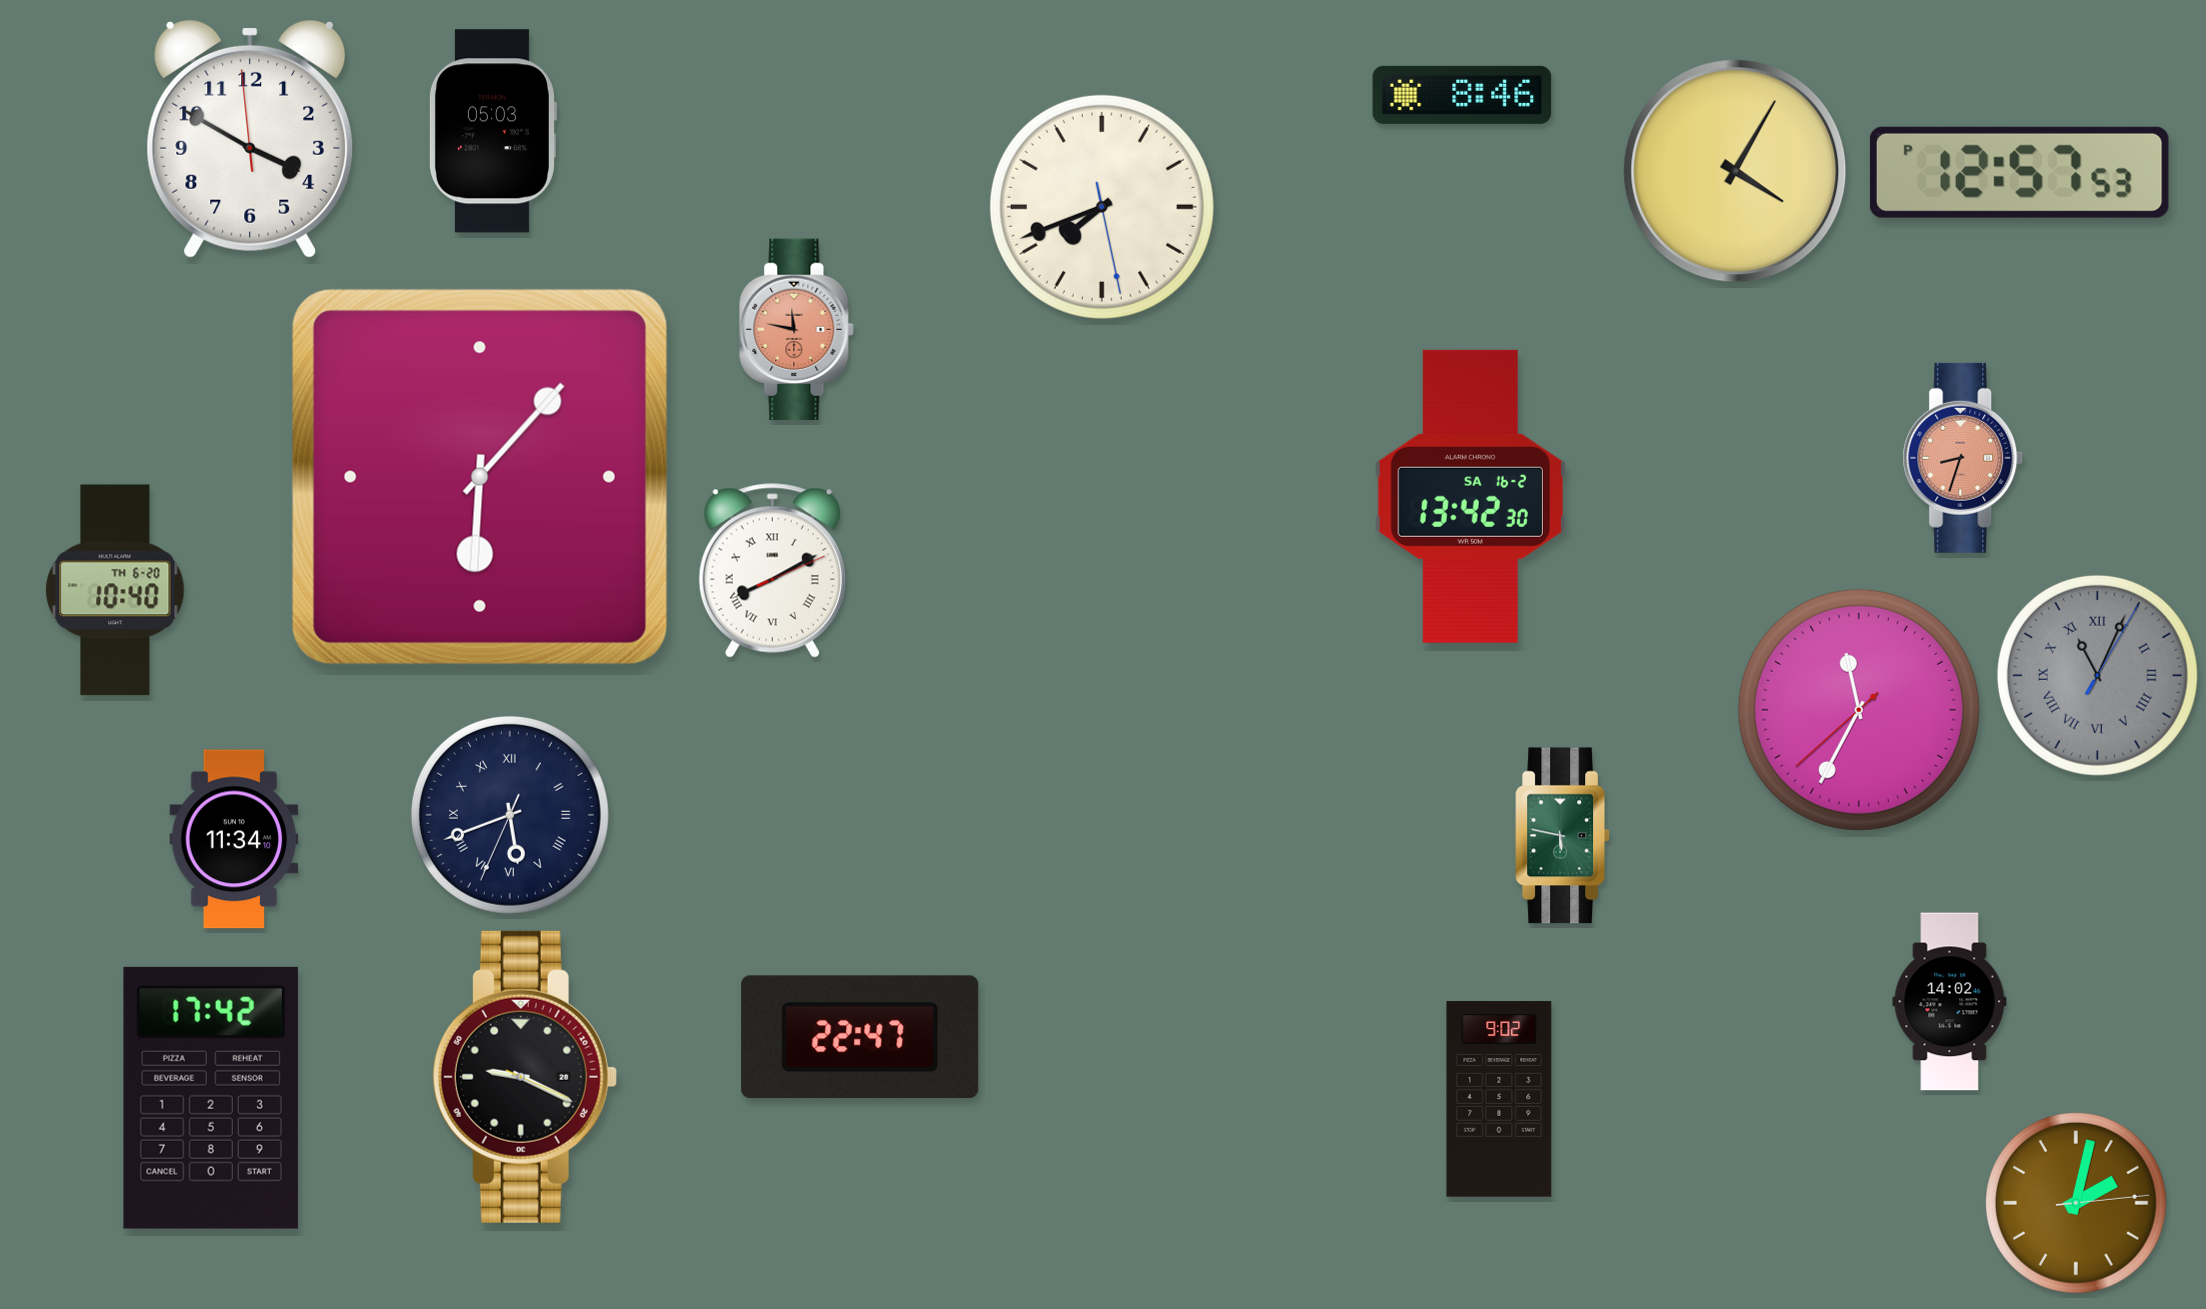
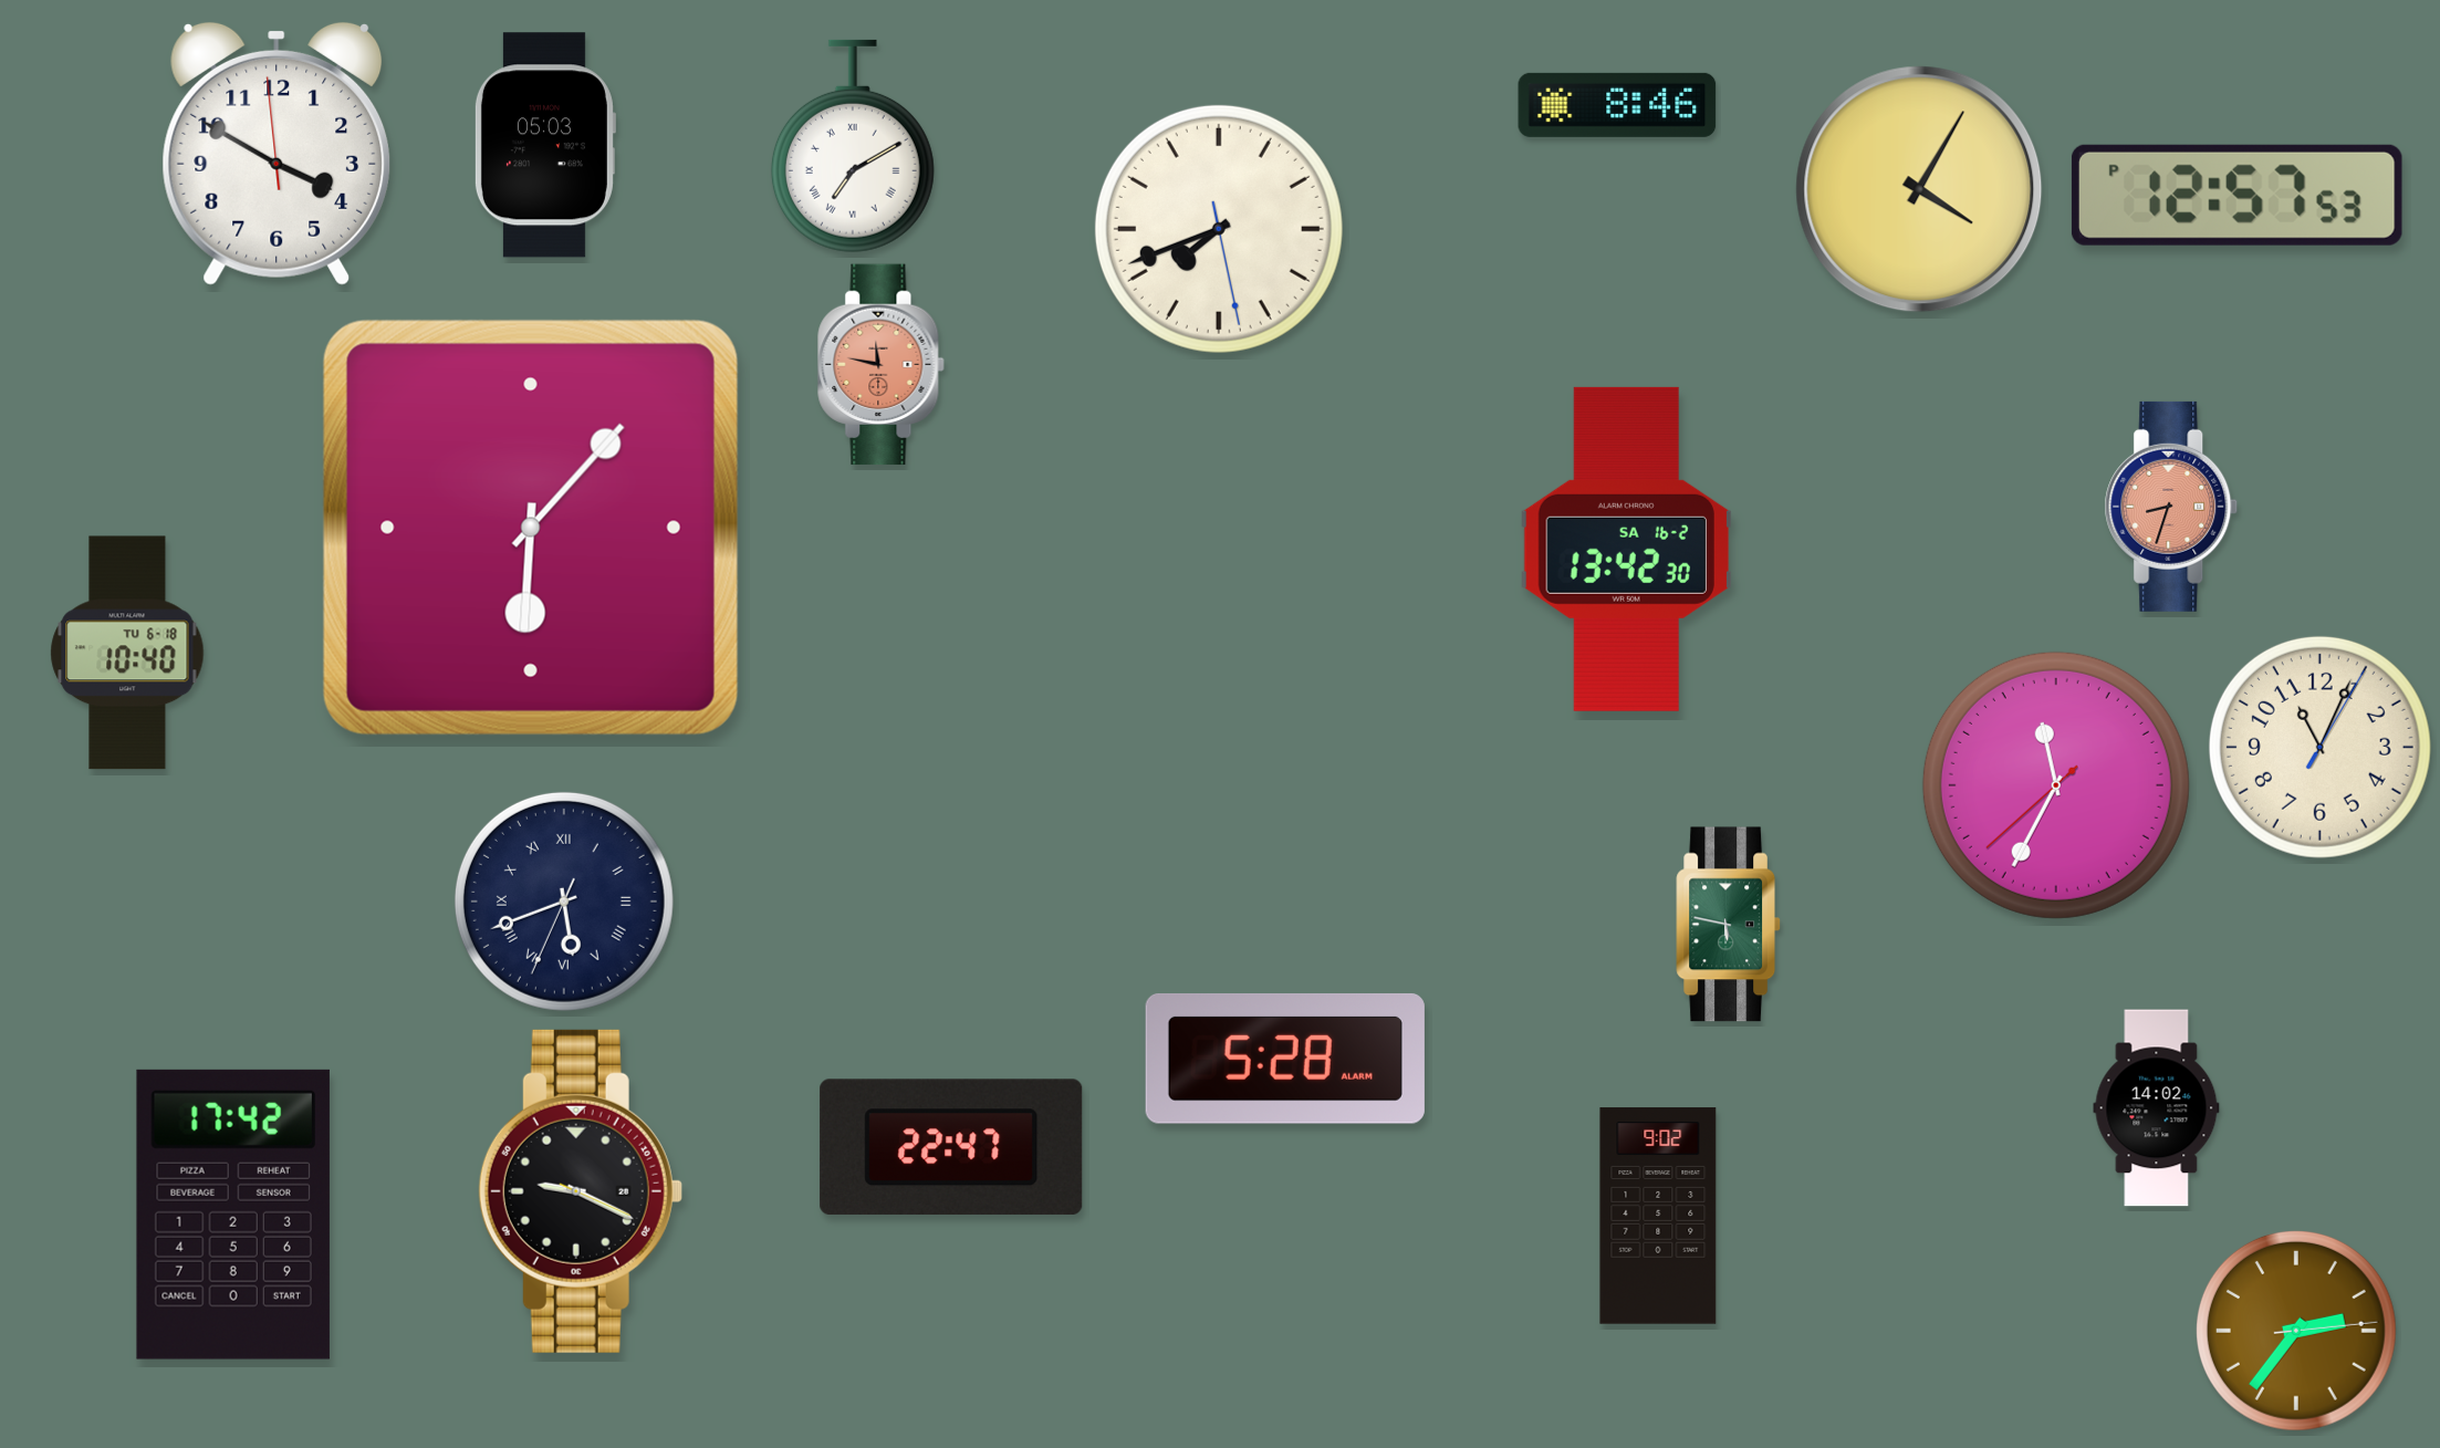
clock at (853, 146): none -> 7:10
clock at (2019, 172) position: (2019, 172) -> (2236, 195)
clock at (772, 571): 8:10 -> none
clock at (115, 590) date: TH 6-20 -> TU 6-18
clock at (2097, 675) dial: grey -> cream
clock at (2097, 675) numerals: Roman -> Arabic
clock at (234, 839): 11:34 -> none
clock at (1285, 1059): none -> 5:28
clock at (2076, 1203): 2:02 -> 2:36
